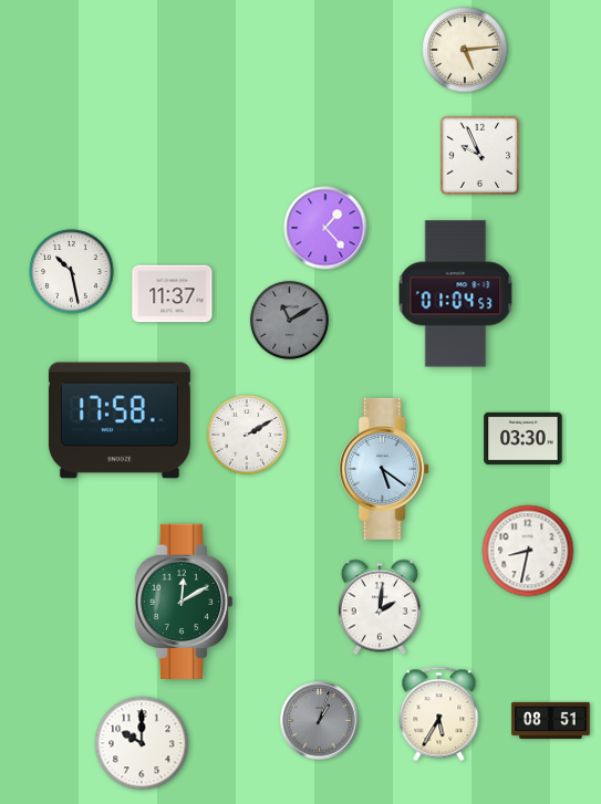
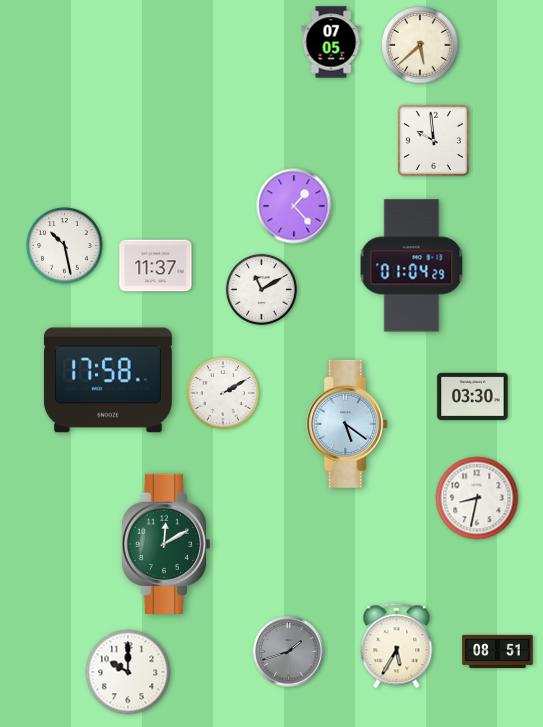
clock at (331, 42): none -> 07:05
clock at (465, 50): 5:14 -> 5:38
clock at (479, 155): 9:56 -> 9:59
clock at (456, 294): 01:04:53 -> 01:04:29
clock at (289, 320) dial: grey -> white
clock at (380, 607): 2:01 -> none
clock at (320, 721): 1:03 -> 1:42
